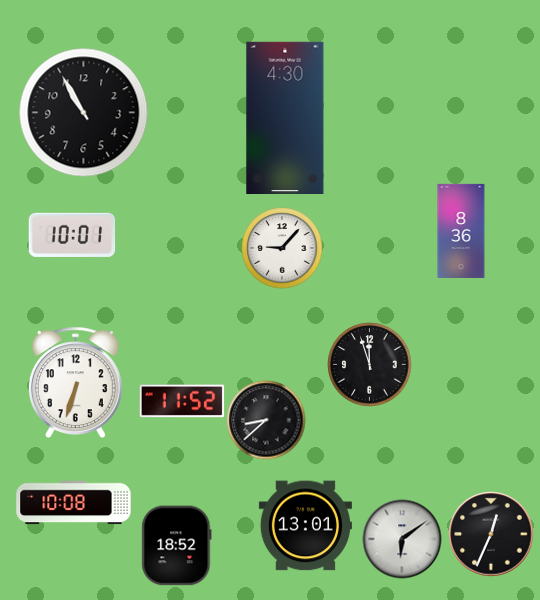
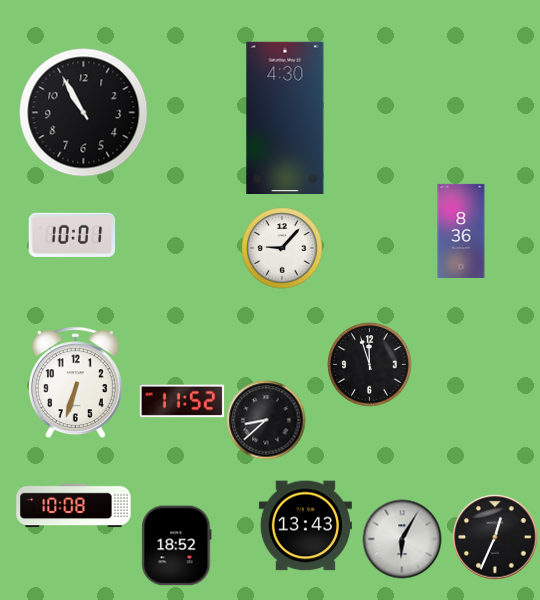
clock at (74, 503) position: (74, 503) -> (74, 506)
clock at (305, 526): 13:01 -> 13:43
clock at (491, 534) position: (491, 534) -> (495, 537)
clock at (402, 539): 6:09 -> 6:05
